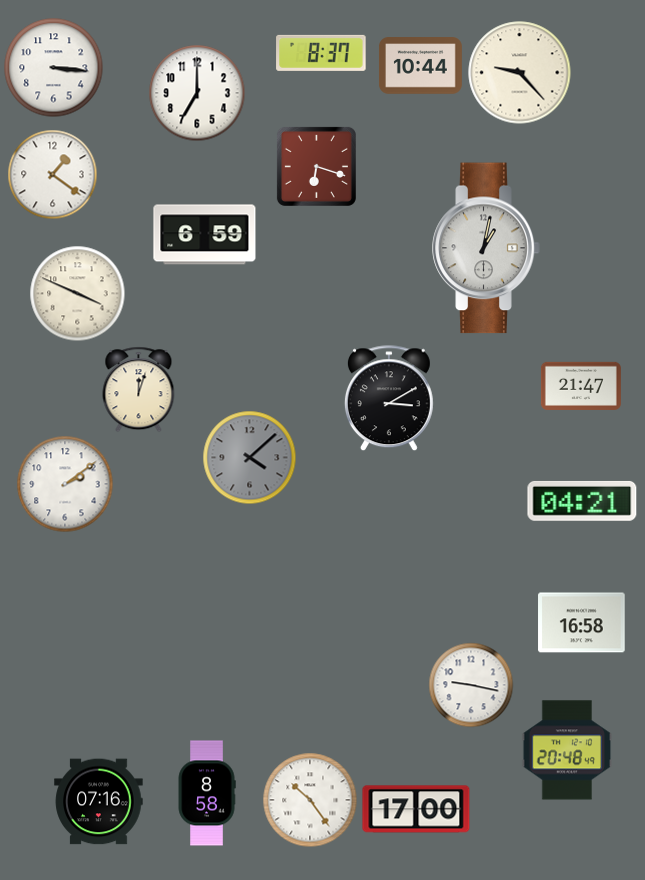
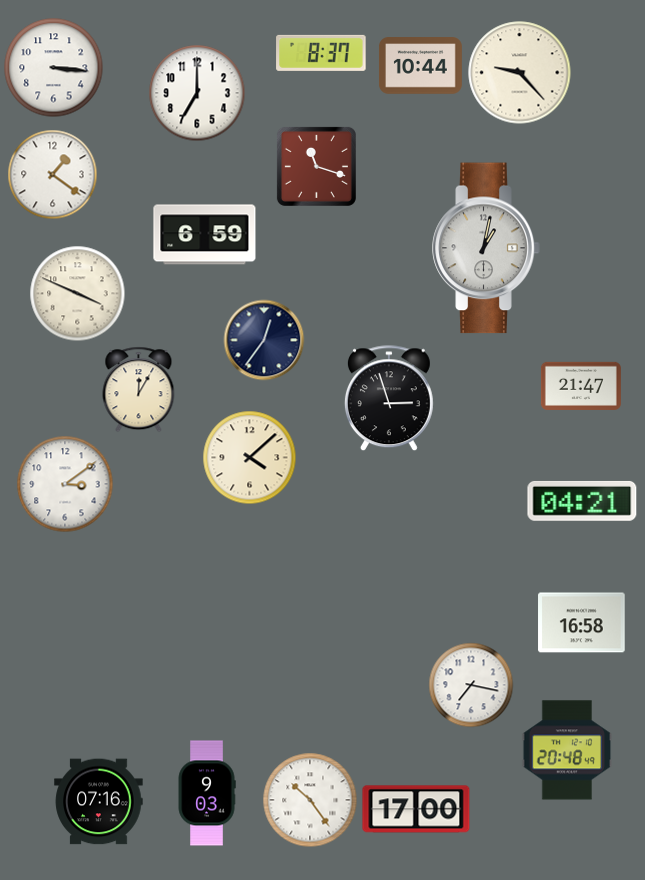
clock at (316, 166): 6:18 -> 11:18
clock at (264, 340): none -> 12:36
clock at (139, 389): 12:03 -> 12:05
clock at (389, 398): 3:10 -> 2:57
clock at (249, 457) dial: grey -> cream
clock at (65, 484): 2:09 -> 3:09
clock at (471, 685): 9:17 -> 7:17
clock at (207, 793): 8:58 -> 9:03
